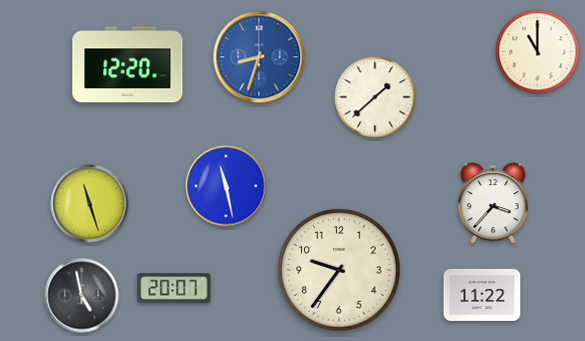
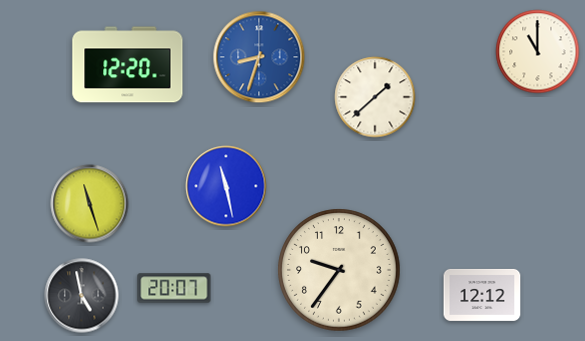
clock at (493, 203): 3:37 -> none
clock at (482, 295): 11:22 -> 12:12
